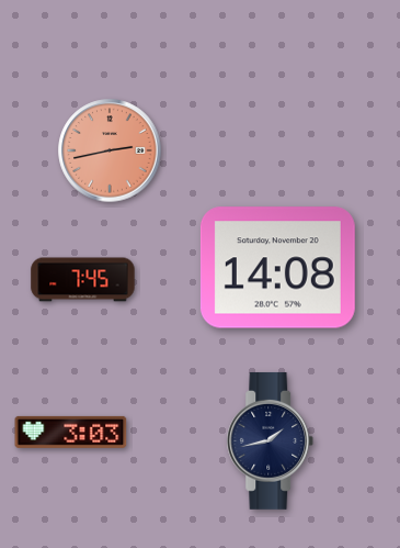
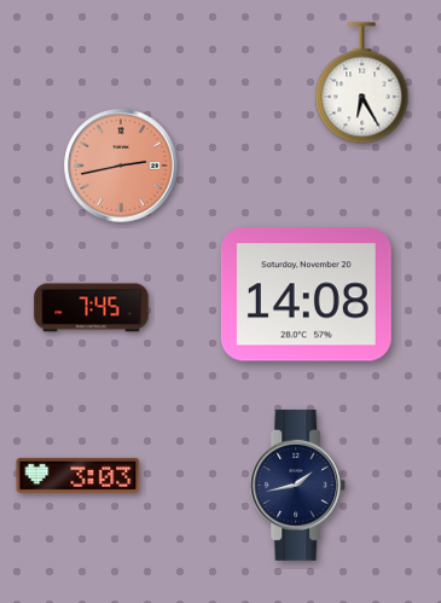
clock at (362, 83): none -> 6:25
